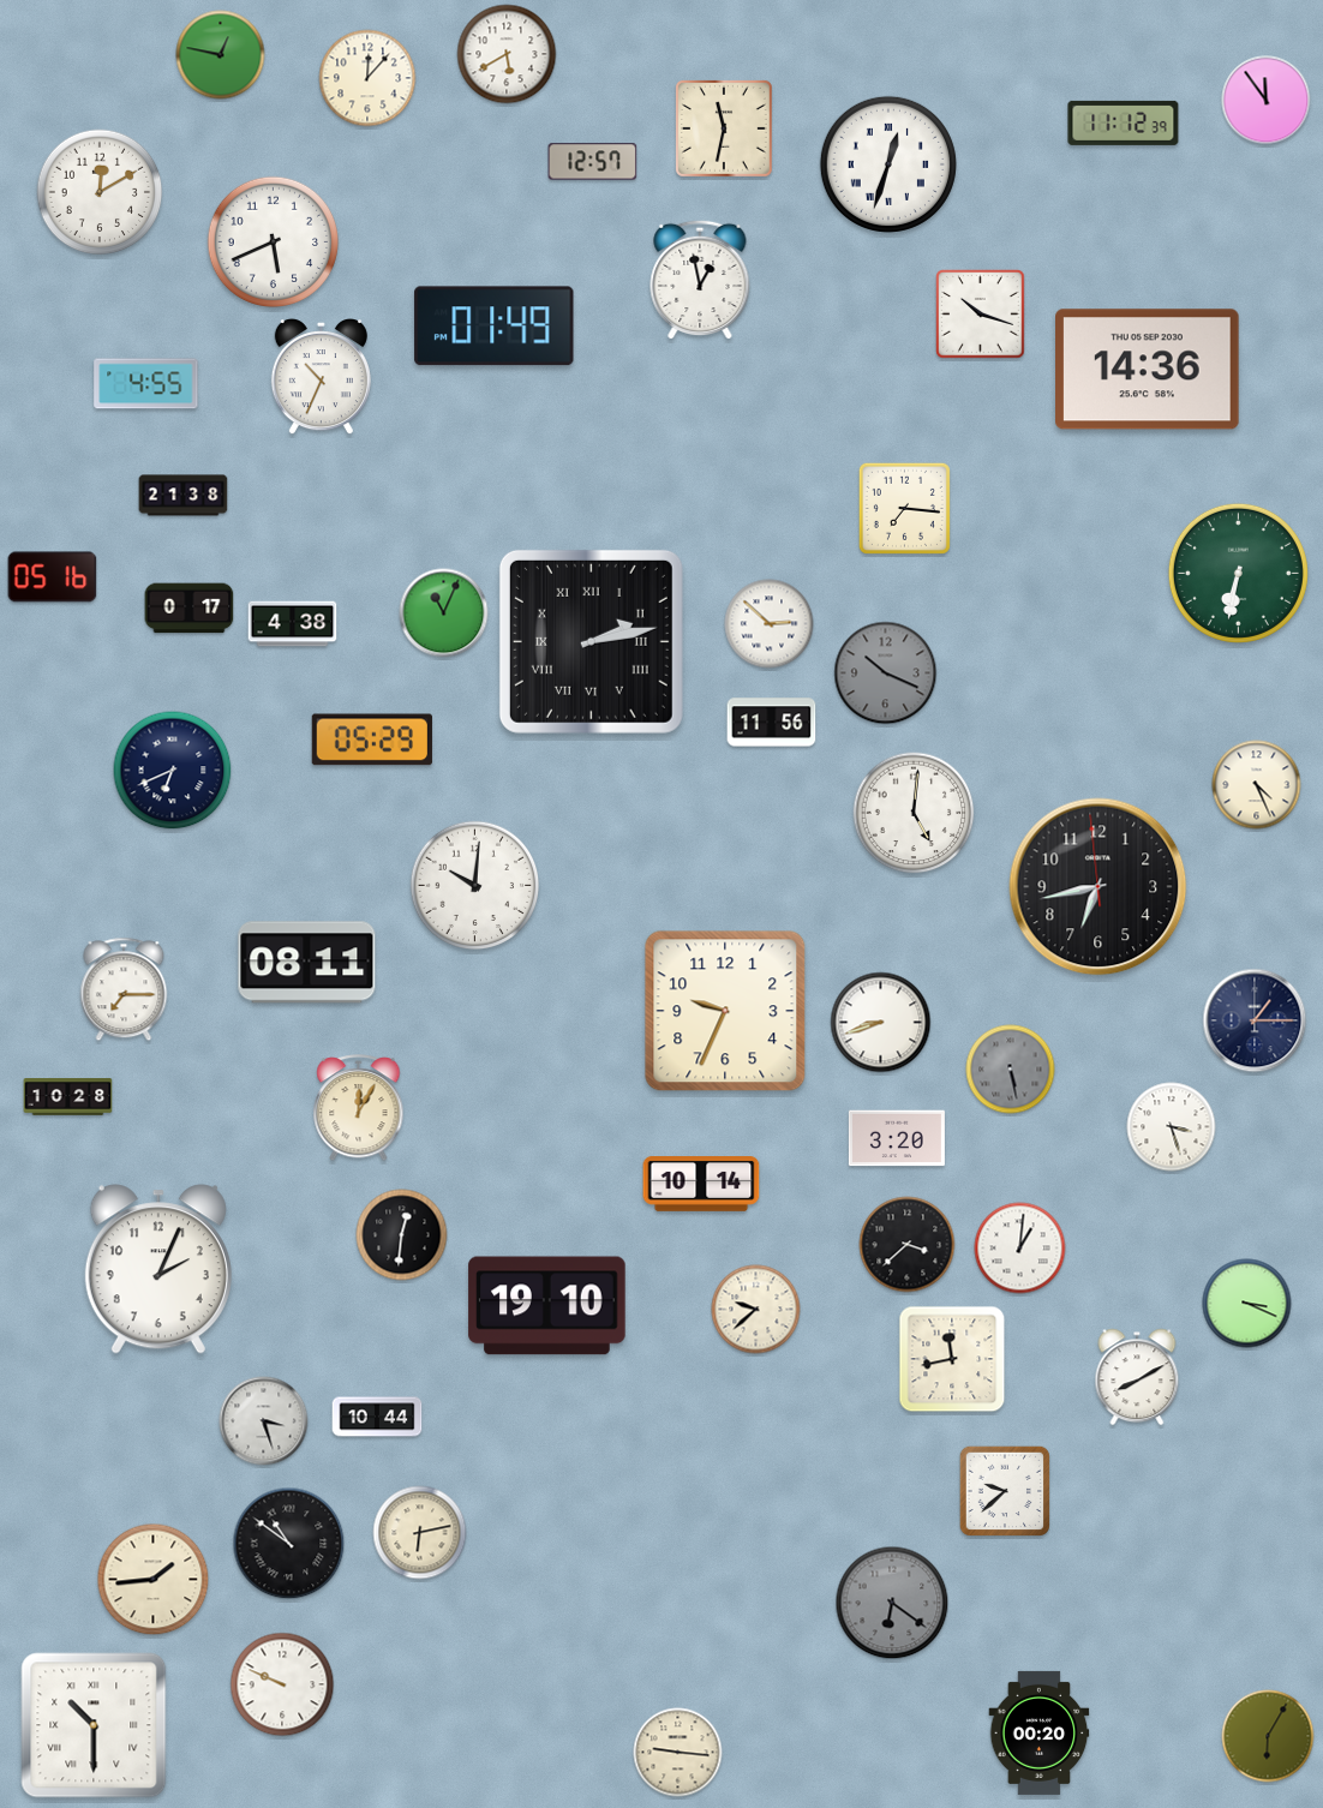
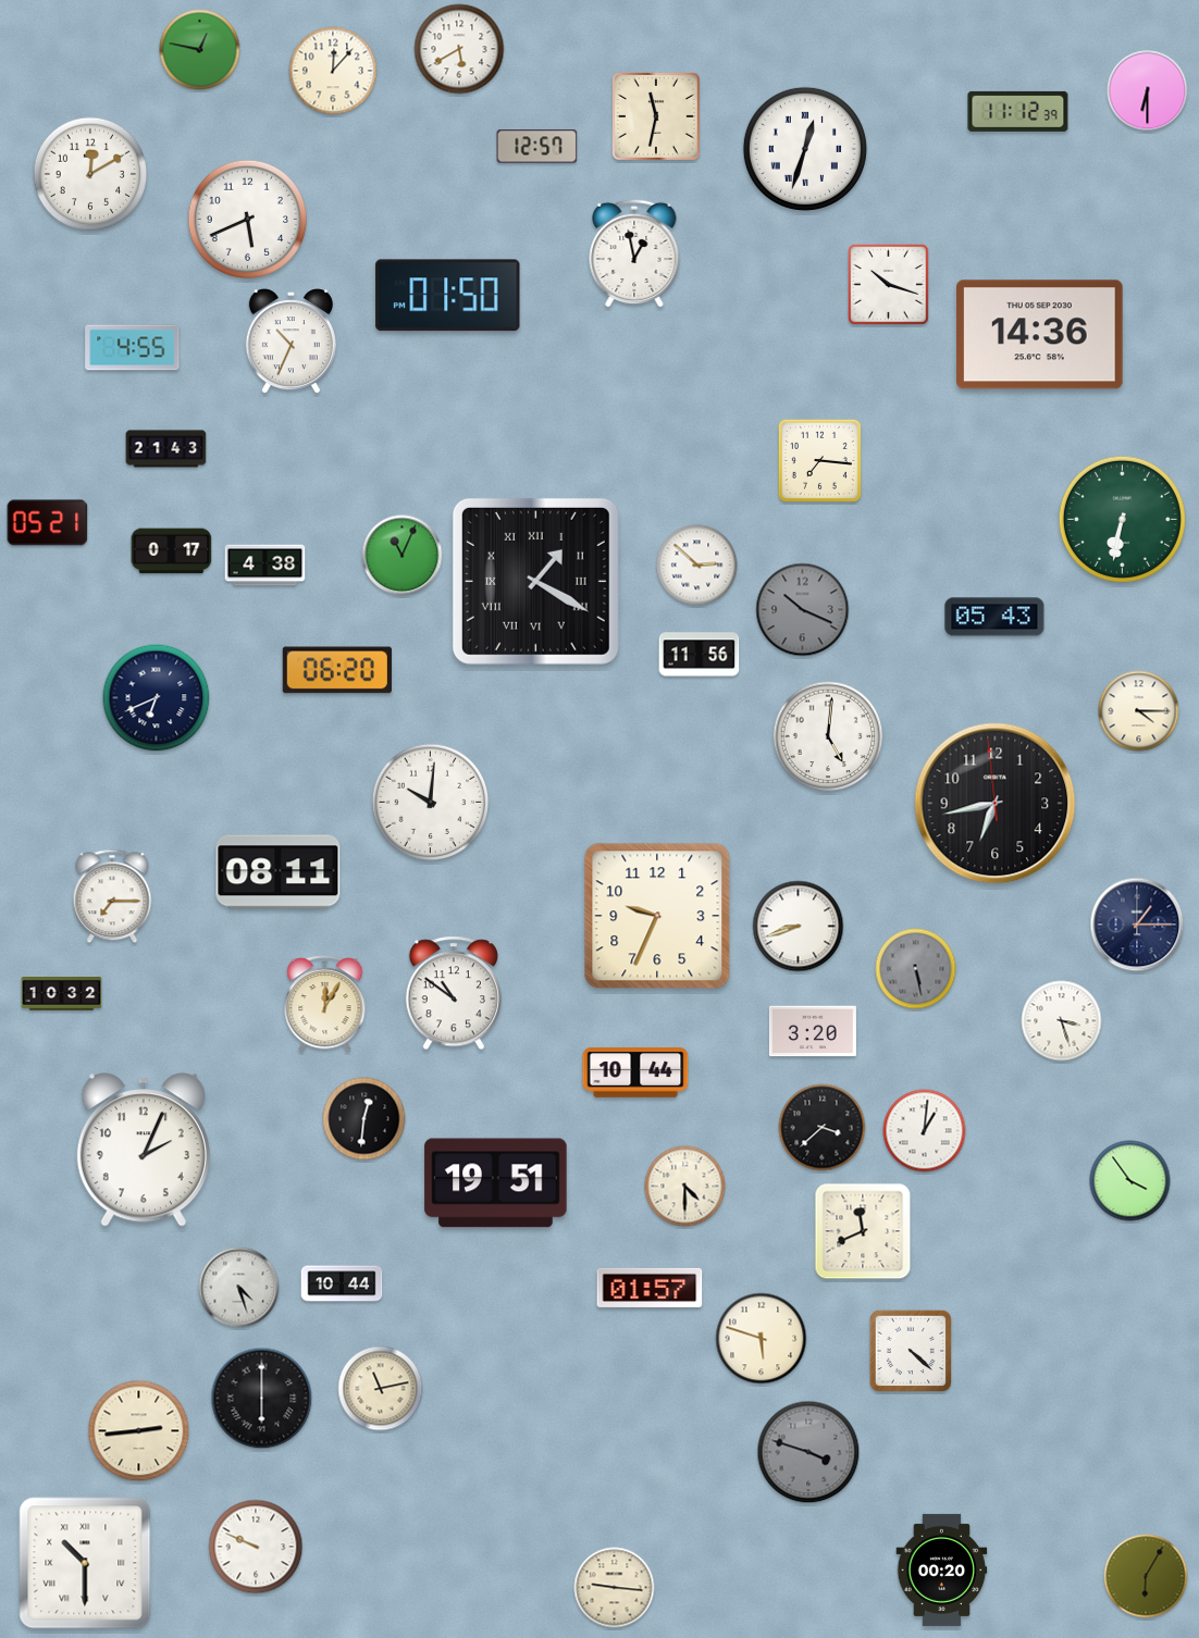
clock at (1267, 101): 11:54 -> 6:30
clock at (495, 327): 01:49 -> 01:50
clock at (184, 496): 21:38 -> 21:43
clock at (53, 577): 05:16 -> 05:21
clock at (591, 641): 2:13 -> 1:20
clock at (994, 617): none -> 05:43
clock at (372, 740): 05:29 -> 06:20
clock at (1257, 785): 4:26 -> 4:15
clock at (454, 993): none -> 10:51
clock at (68, 1097): 10:28 -> 10:32
clock at (701, 1185): 10:14 -> 10:44
clock at (1247, 1304): 3:19 -> 3:54
clock at (547, 1306): 19:10 -> 19:51
clock at (756, 1310): 9:38 -> 4:30
clock at (952, 1359): 11:43 -> 11:41
clock at (1137, 1377): 8:10 -> none
clock at (264, 1421): 3:27 -> 4:27
clock at (650, 1288): none -> 01:57
clock at (762, 1339): none -> 5:48
clock at (1005, 1491): 9:38 -> 4:22
clock at (420, 1533): 6:13 -> 11:13
clock at (289, 1544): 10:51 -> 6:00
clock at (154, 1580): 1:44 -> 2:44
clock at (892, 1603): 6:21 -> 3:48
clock at (282, 1684) position: (282, 1684) -> (256, 1547)
clock at (1268, 1736) position: (1268, 1736) -> (1146, 1576)
